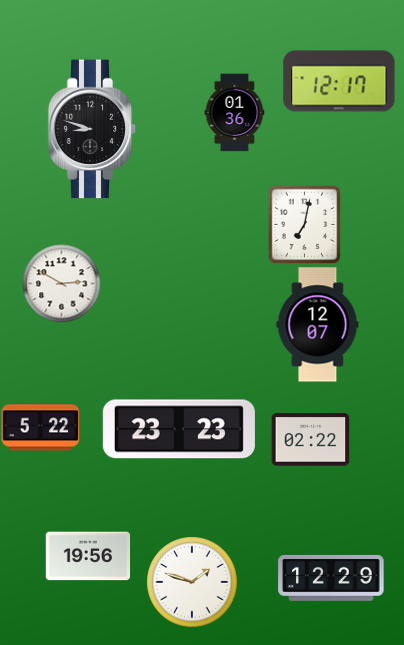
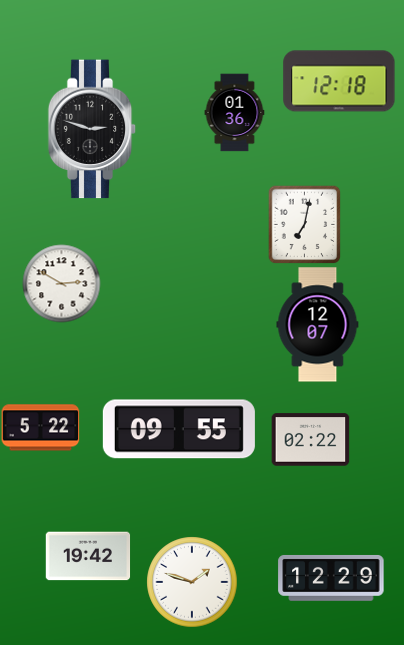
clock at (339, 81): 12:17 -> 12:18
clock at (92, 129): 8:48 -> 2:48
clock at (179, 429): 23:23 -> 09:55
clock at (88, 556): 19:56 -> 19:42
